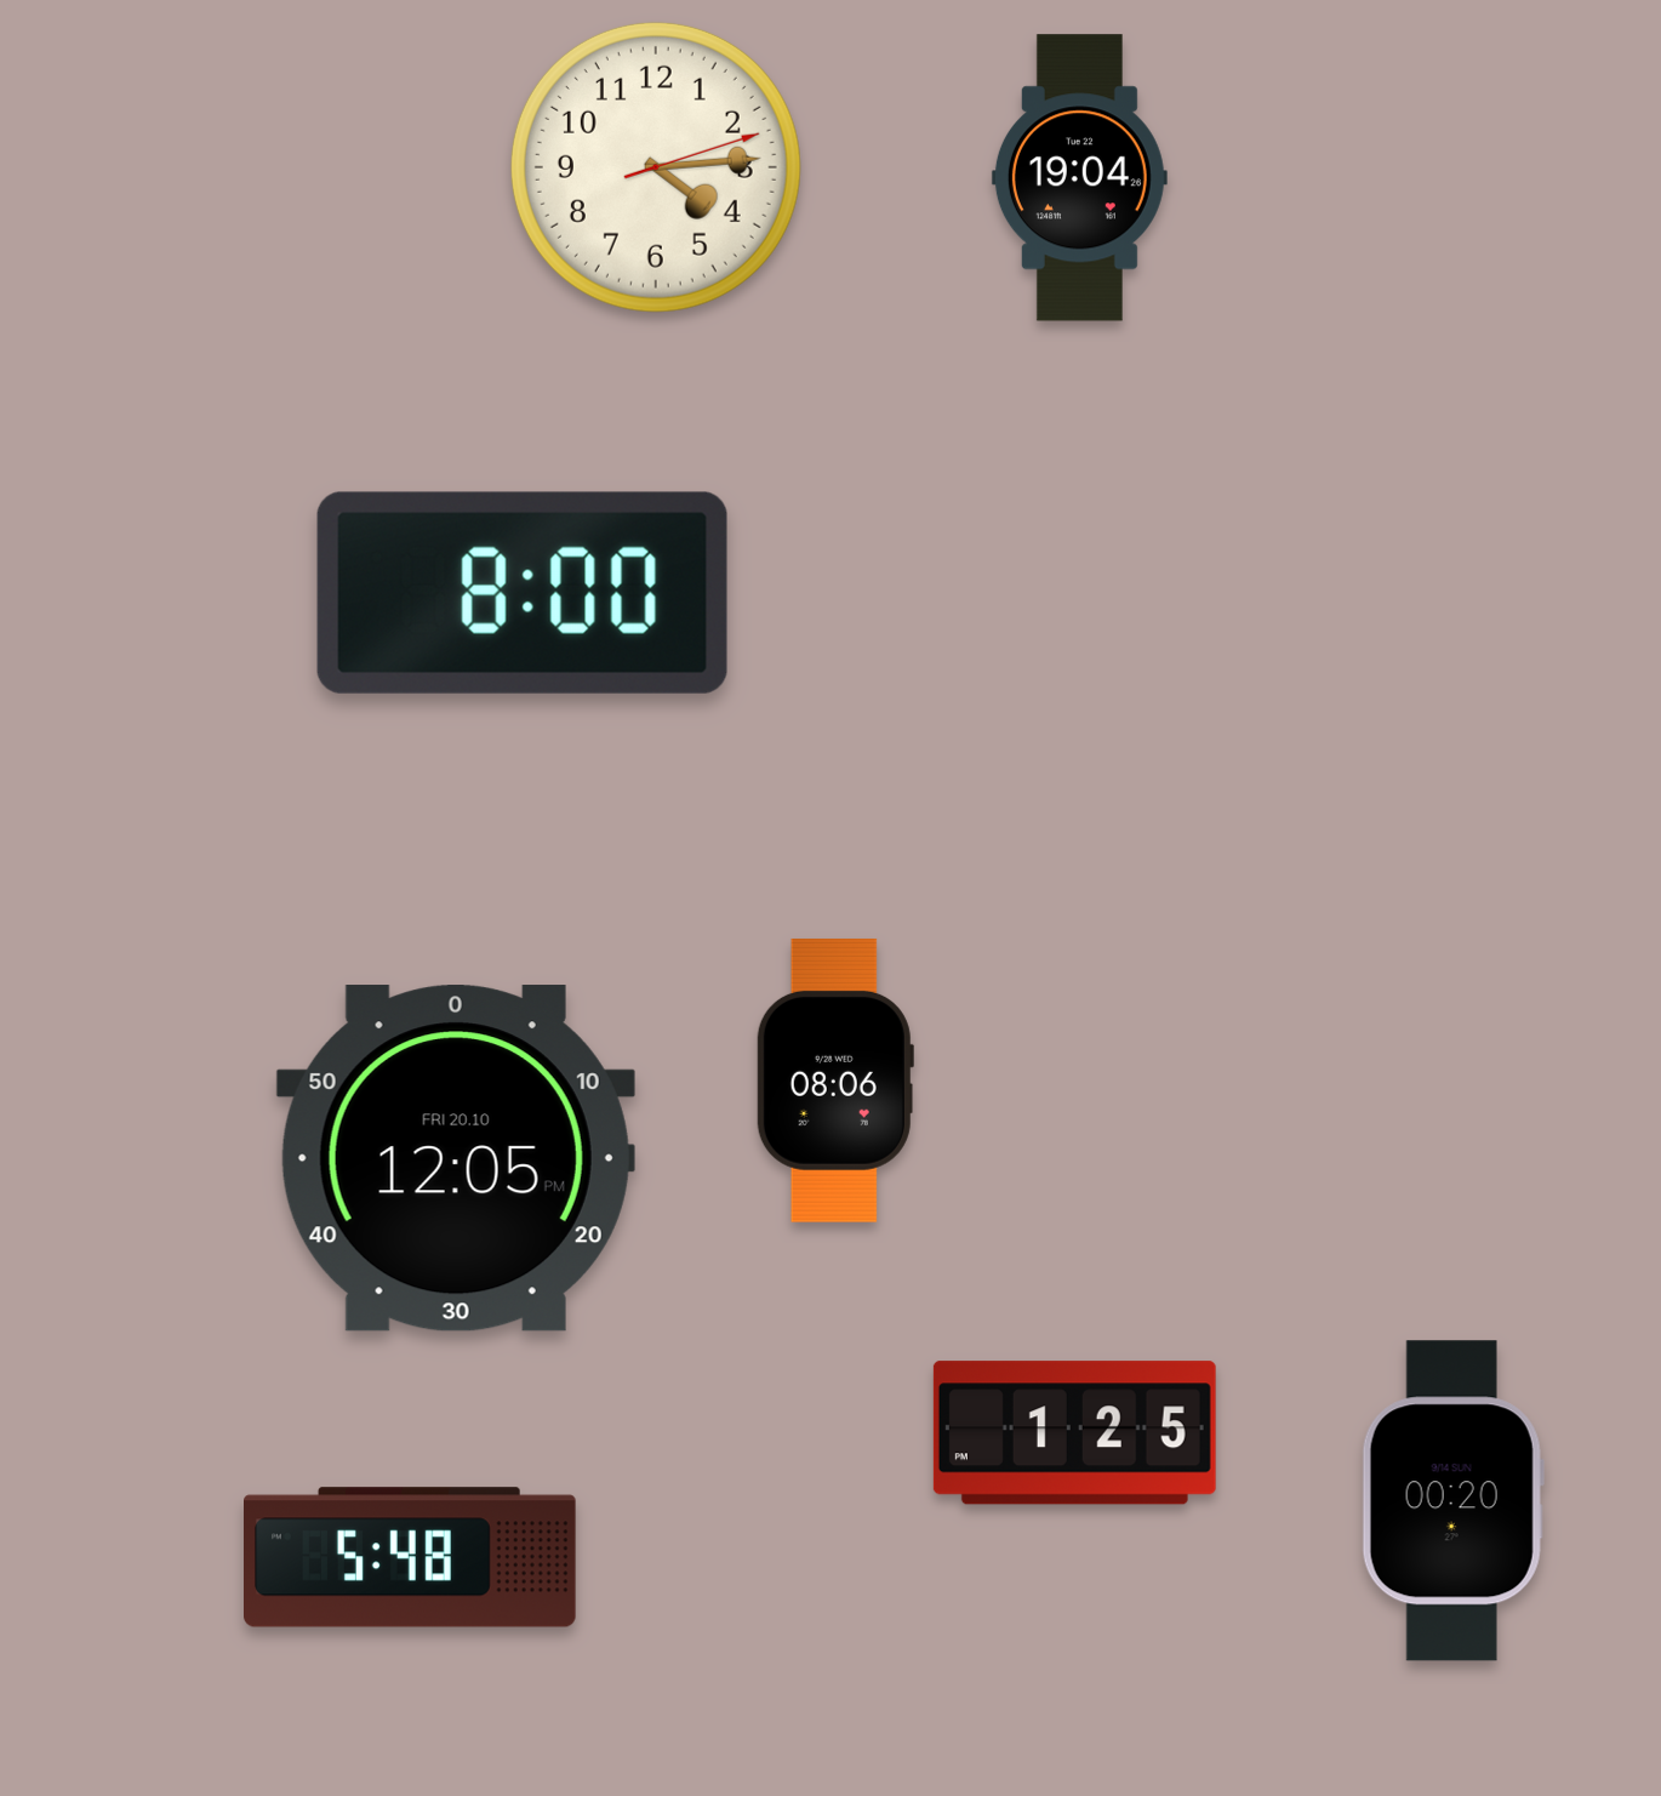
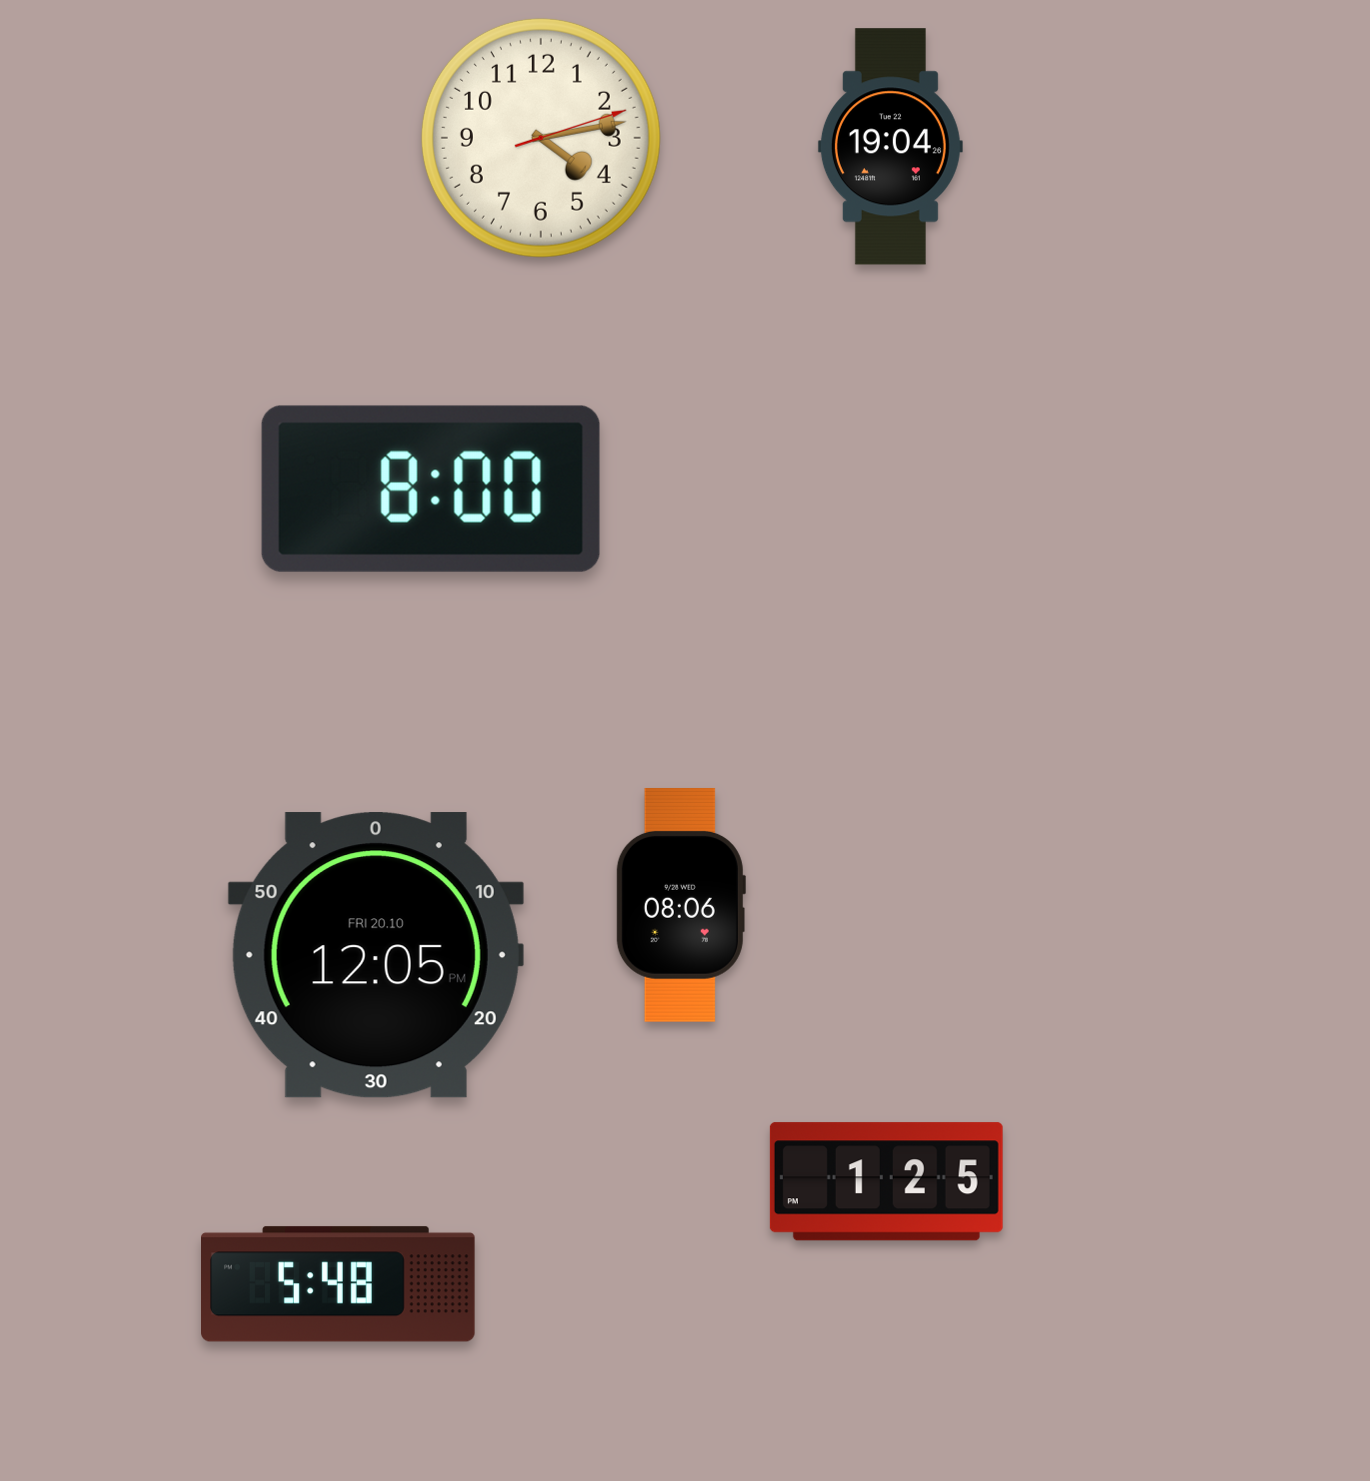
clock at (656, 167): 4:14 -> 4:13
clock at (835, 1081) position: (835, 1081) -> (681, 905)
clock at (1452, 1501): 00:20 -> none
